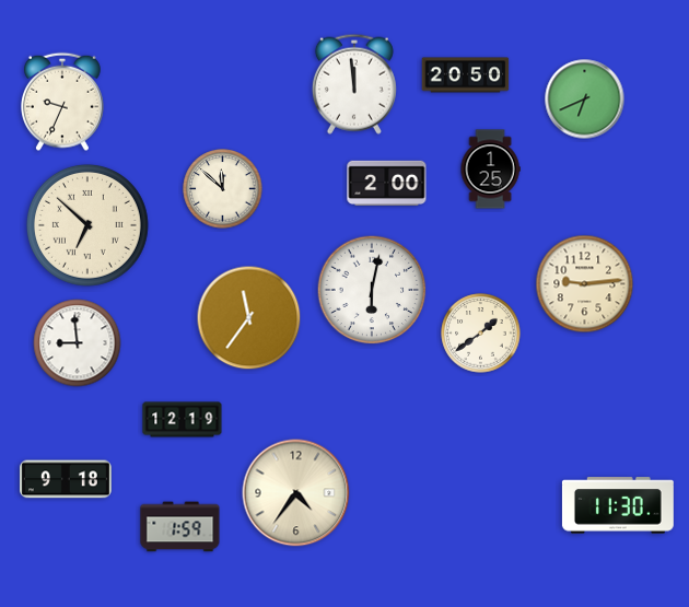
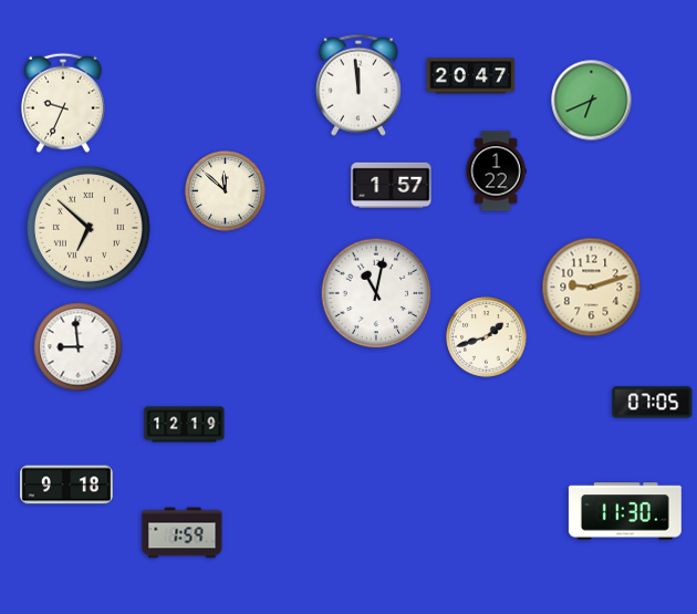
clock at (466, 75): 20:50 -> 20:47
clock at (490, 170): 1:25 -> 1:22
clock at (387, 183): 2:00 -> 1:57
clock at (585, 284): 9:14 -> 9:12
clock at (372, 290): 6:02 -> 11:02
clock at (249, 318): 11:36 -> none
clock at (481, 334): 1:39 -> 1:42
clock at (653, 403): none -> 07:05
clock at (296, 493): 4:36 -> none
